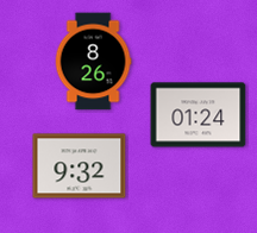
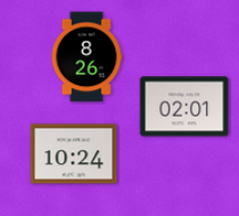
clock at (199, 115): 01:24 -> 02:01
clock at (80, 166): 9:32 -> 10:24
